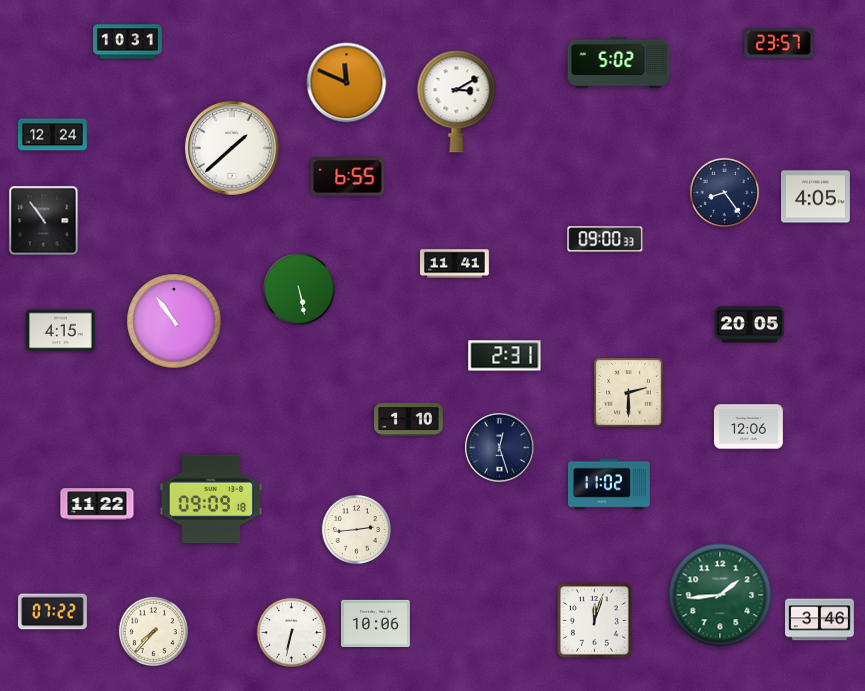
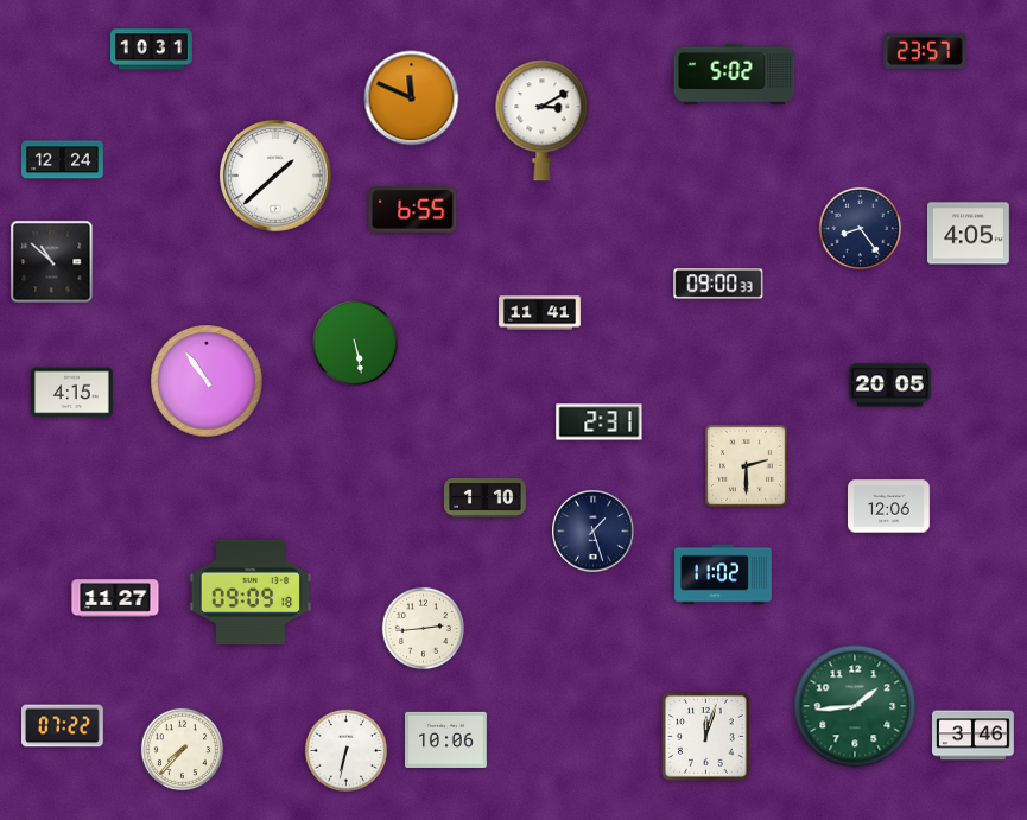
clock at (44, 221): 10:54 -> 10:52
clock at (500, 448): 12:27 -> 1:27
clock at (97, 504): 11:22 -> 11:27
